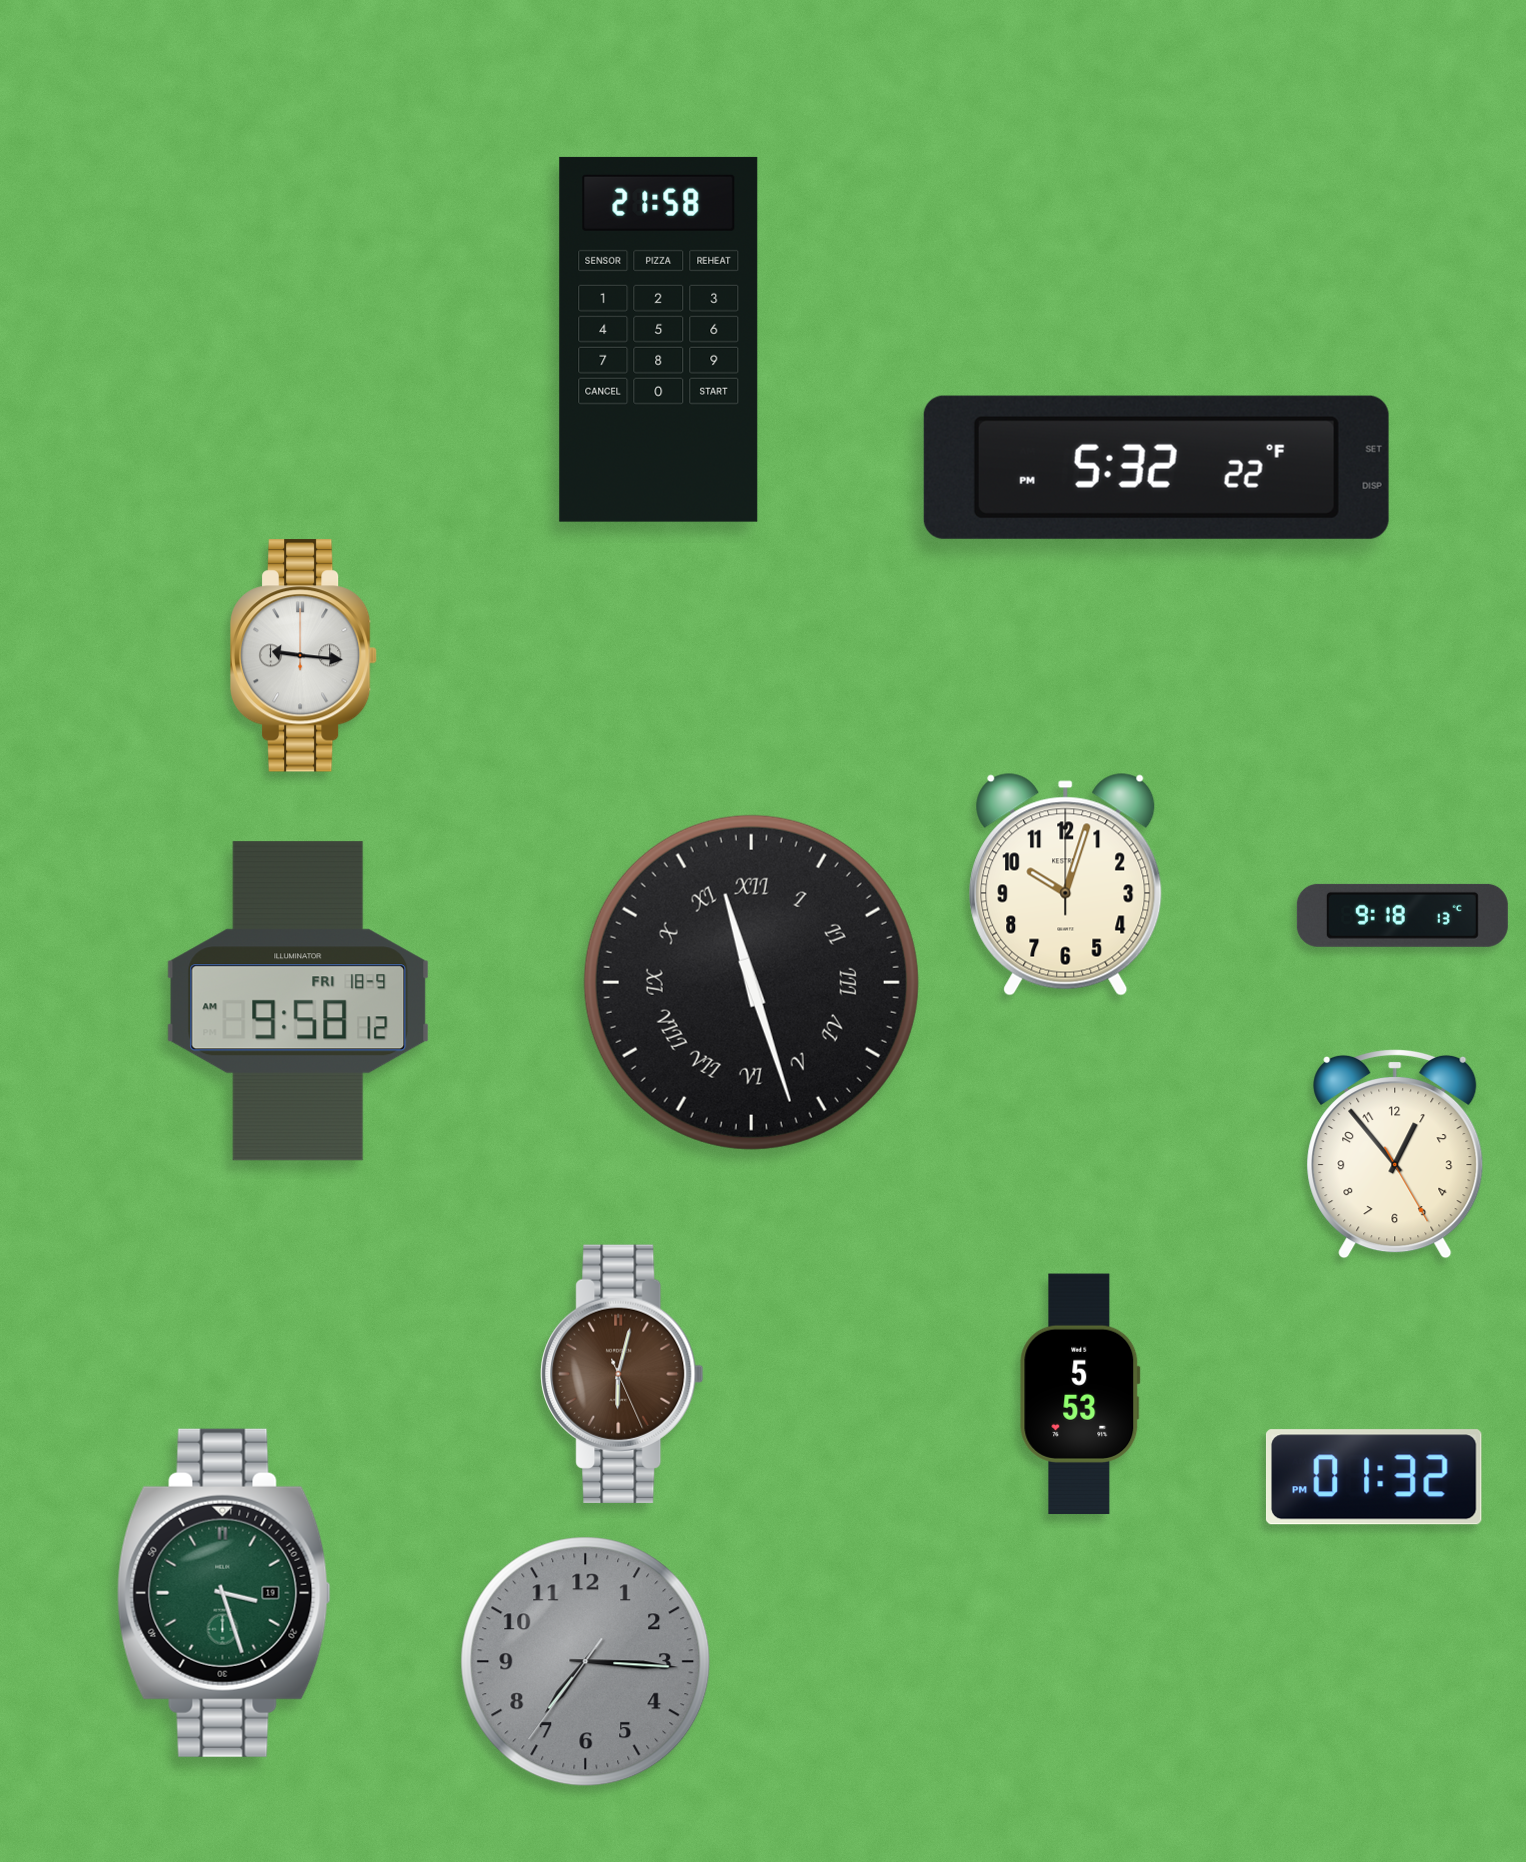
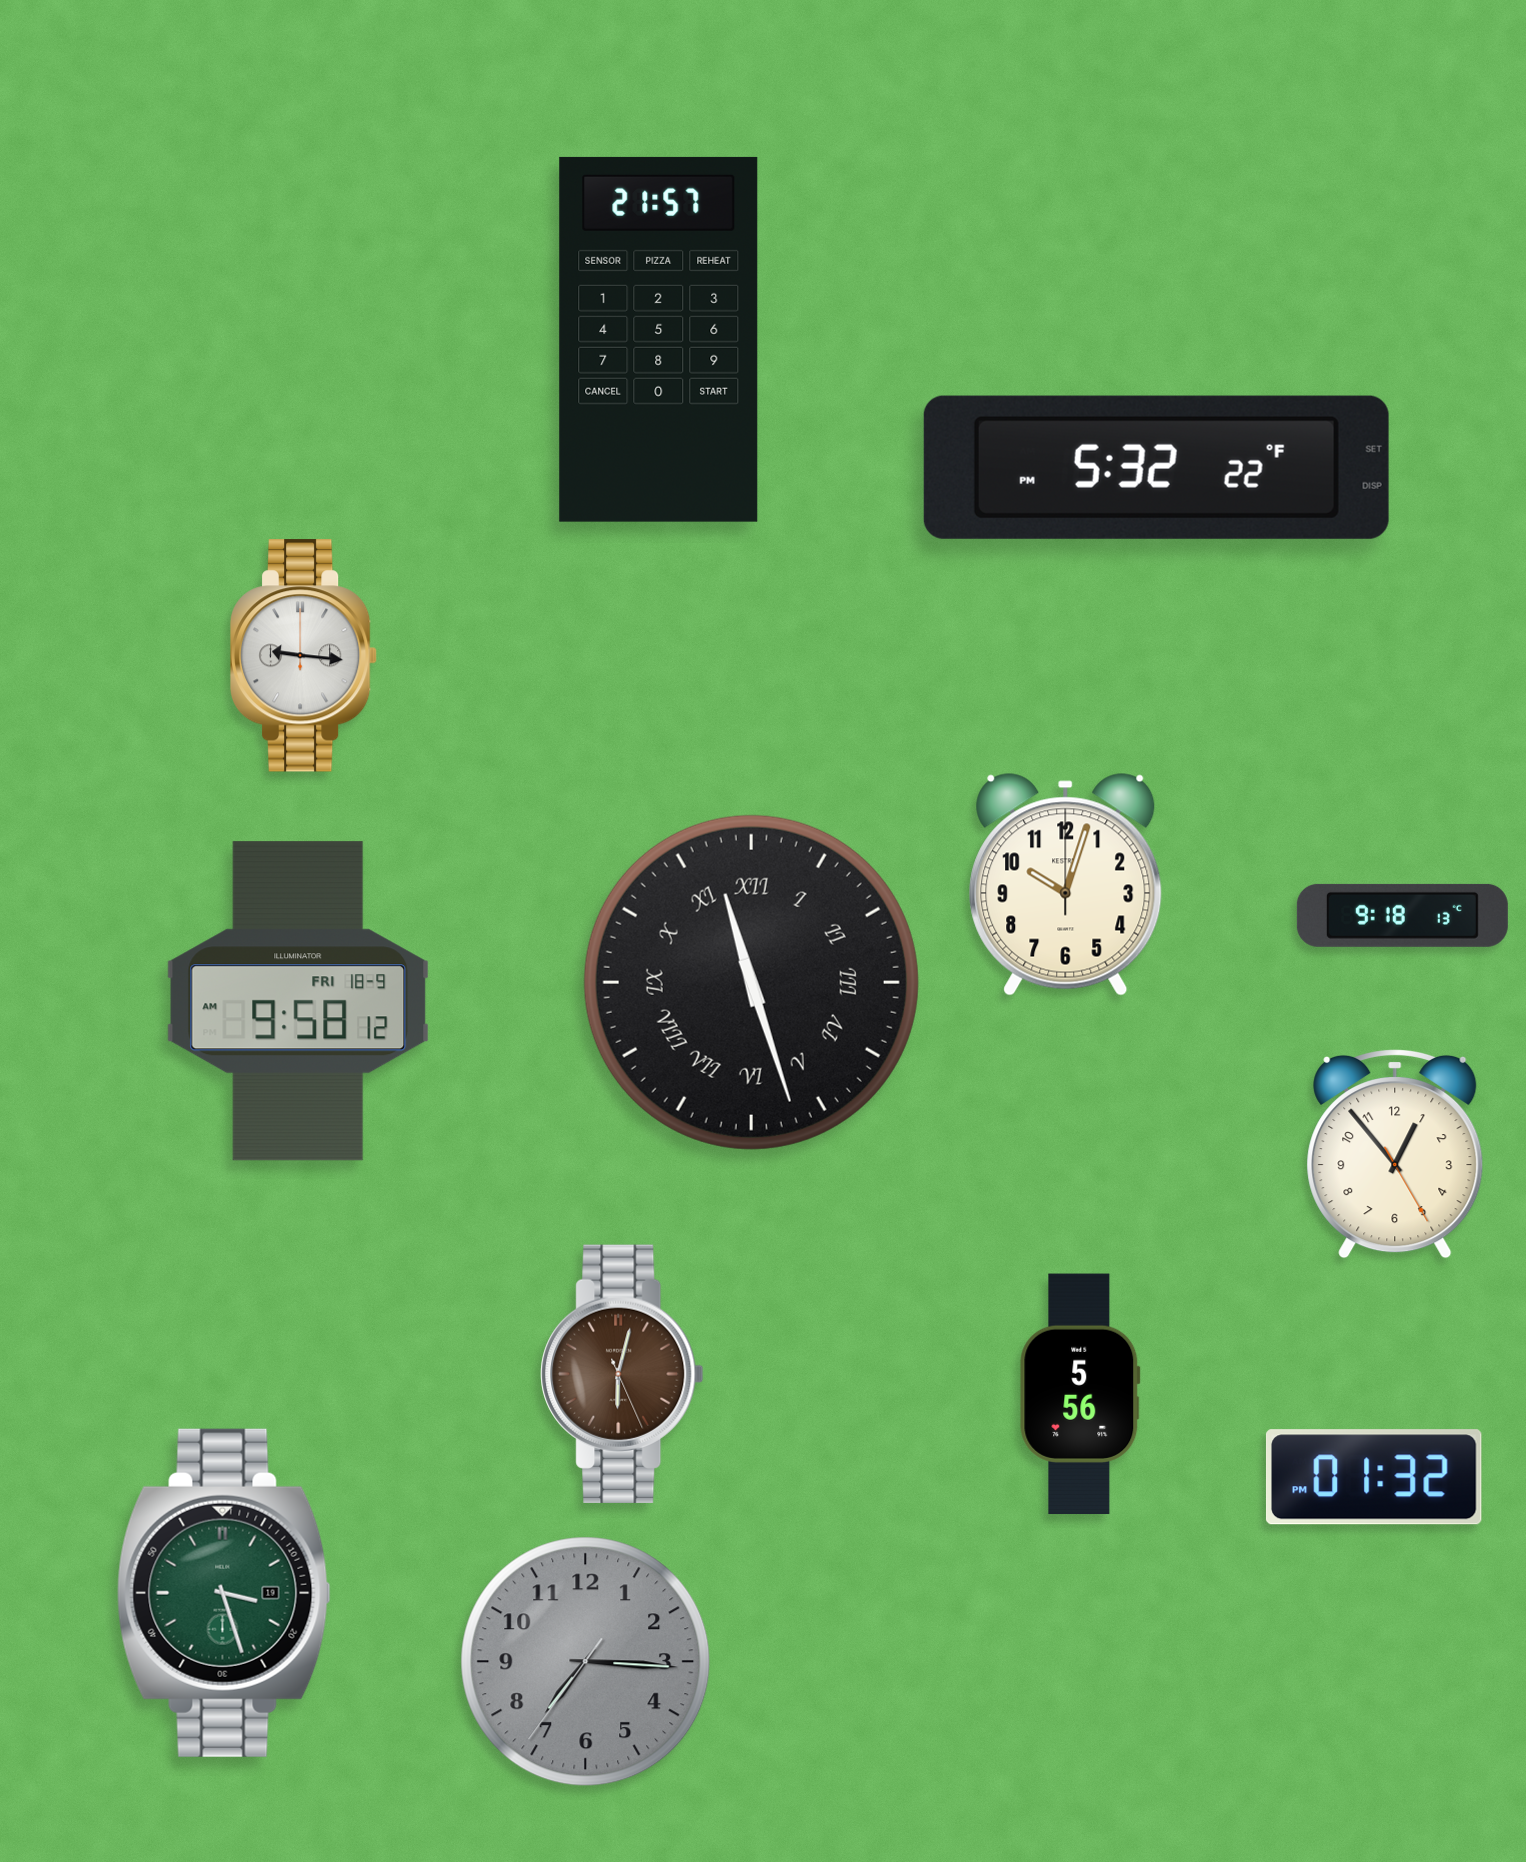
clock at (659, 339): 21:58 -> 21:57
clock at (1080, 1394): 5:53 -> 5:56
